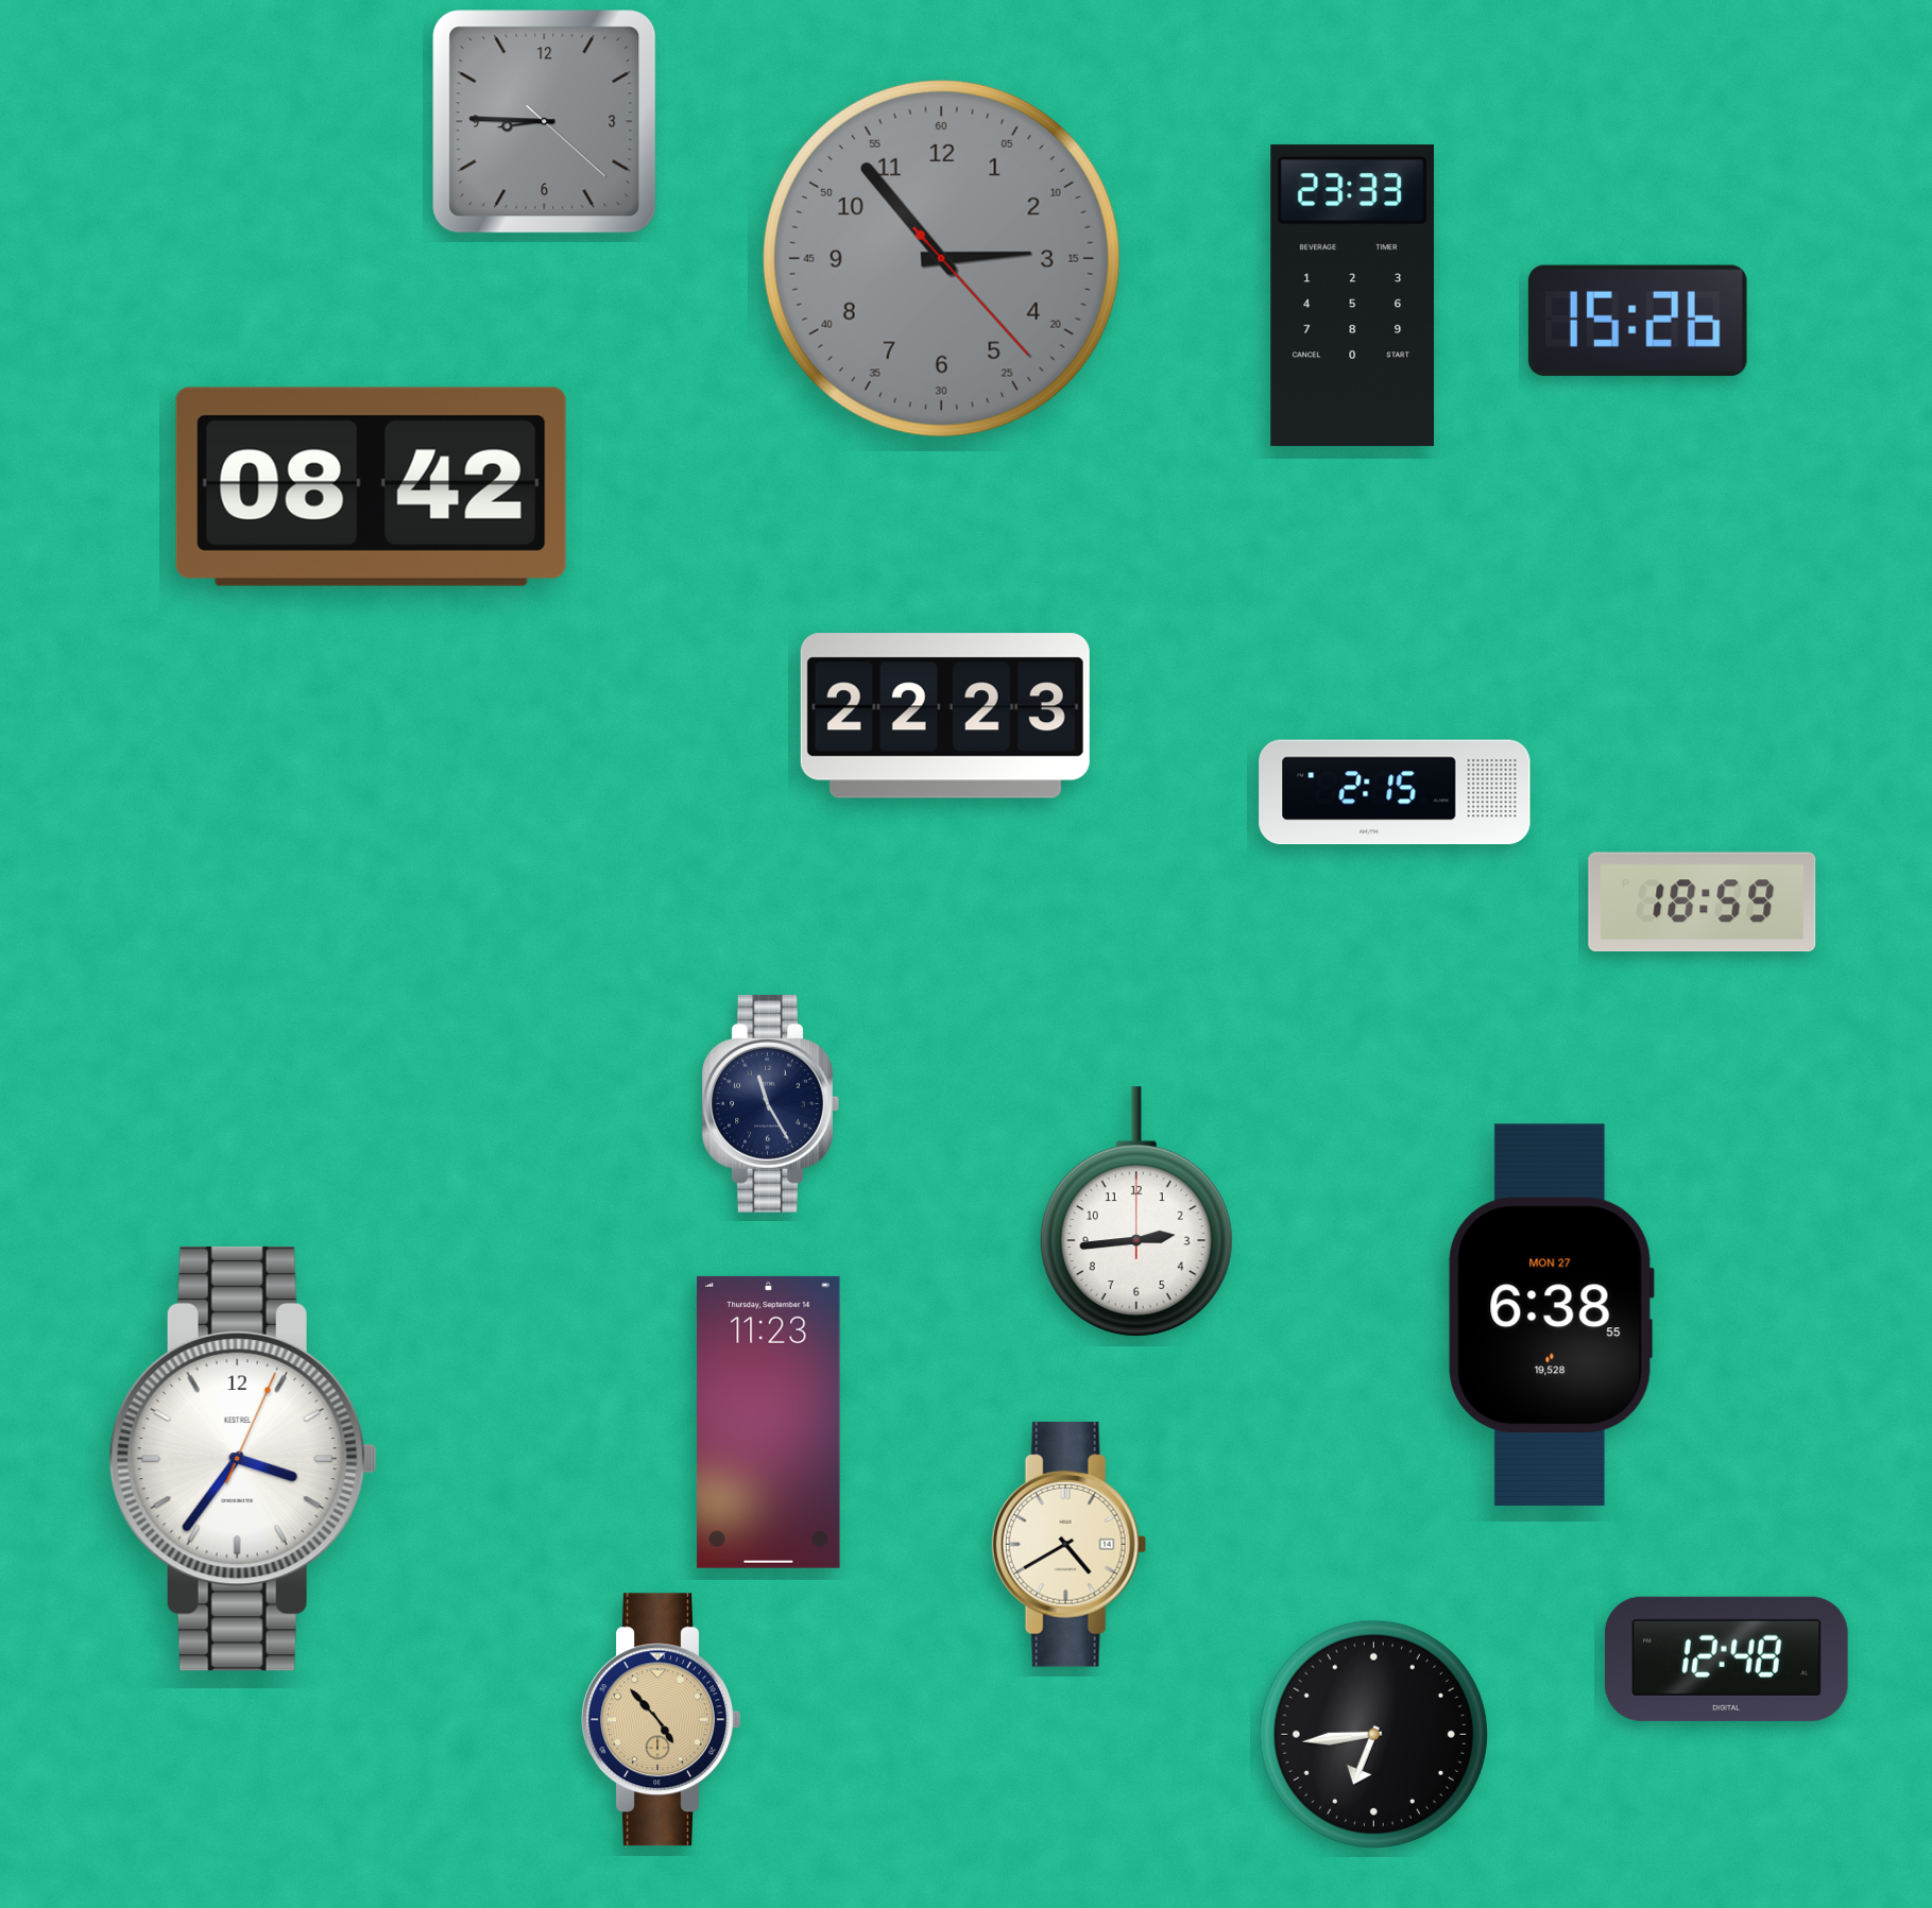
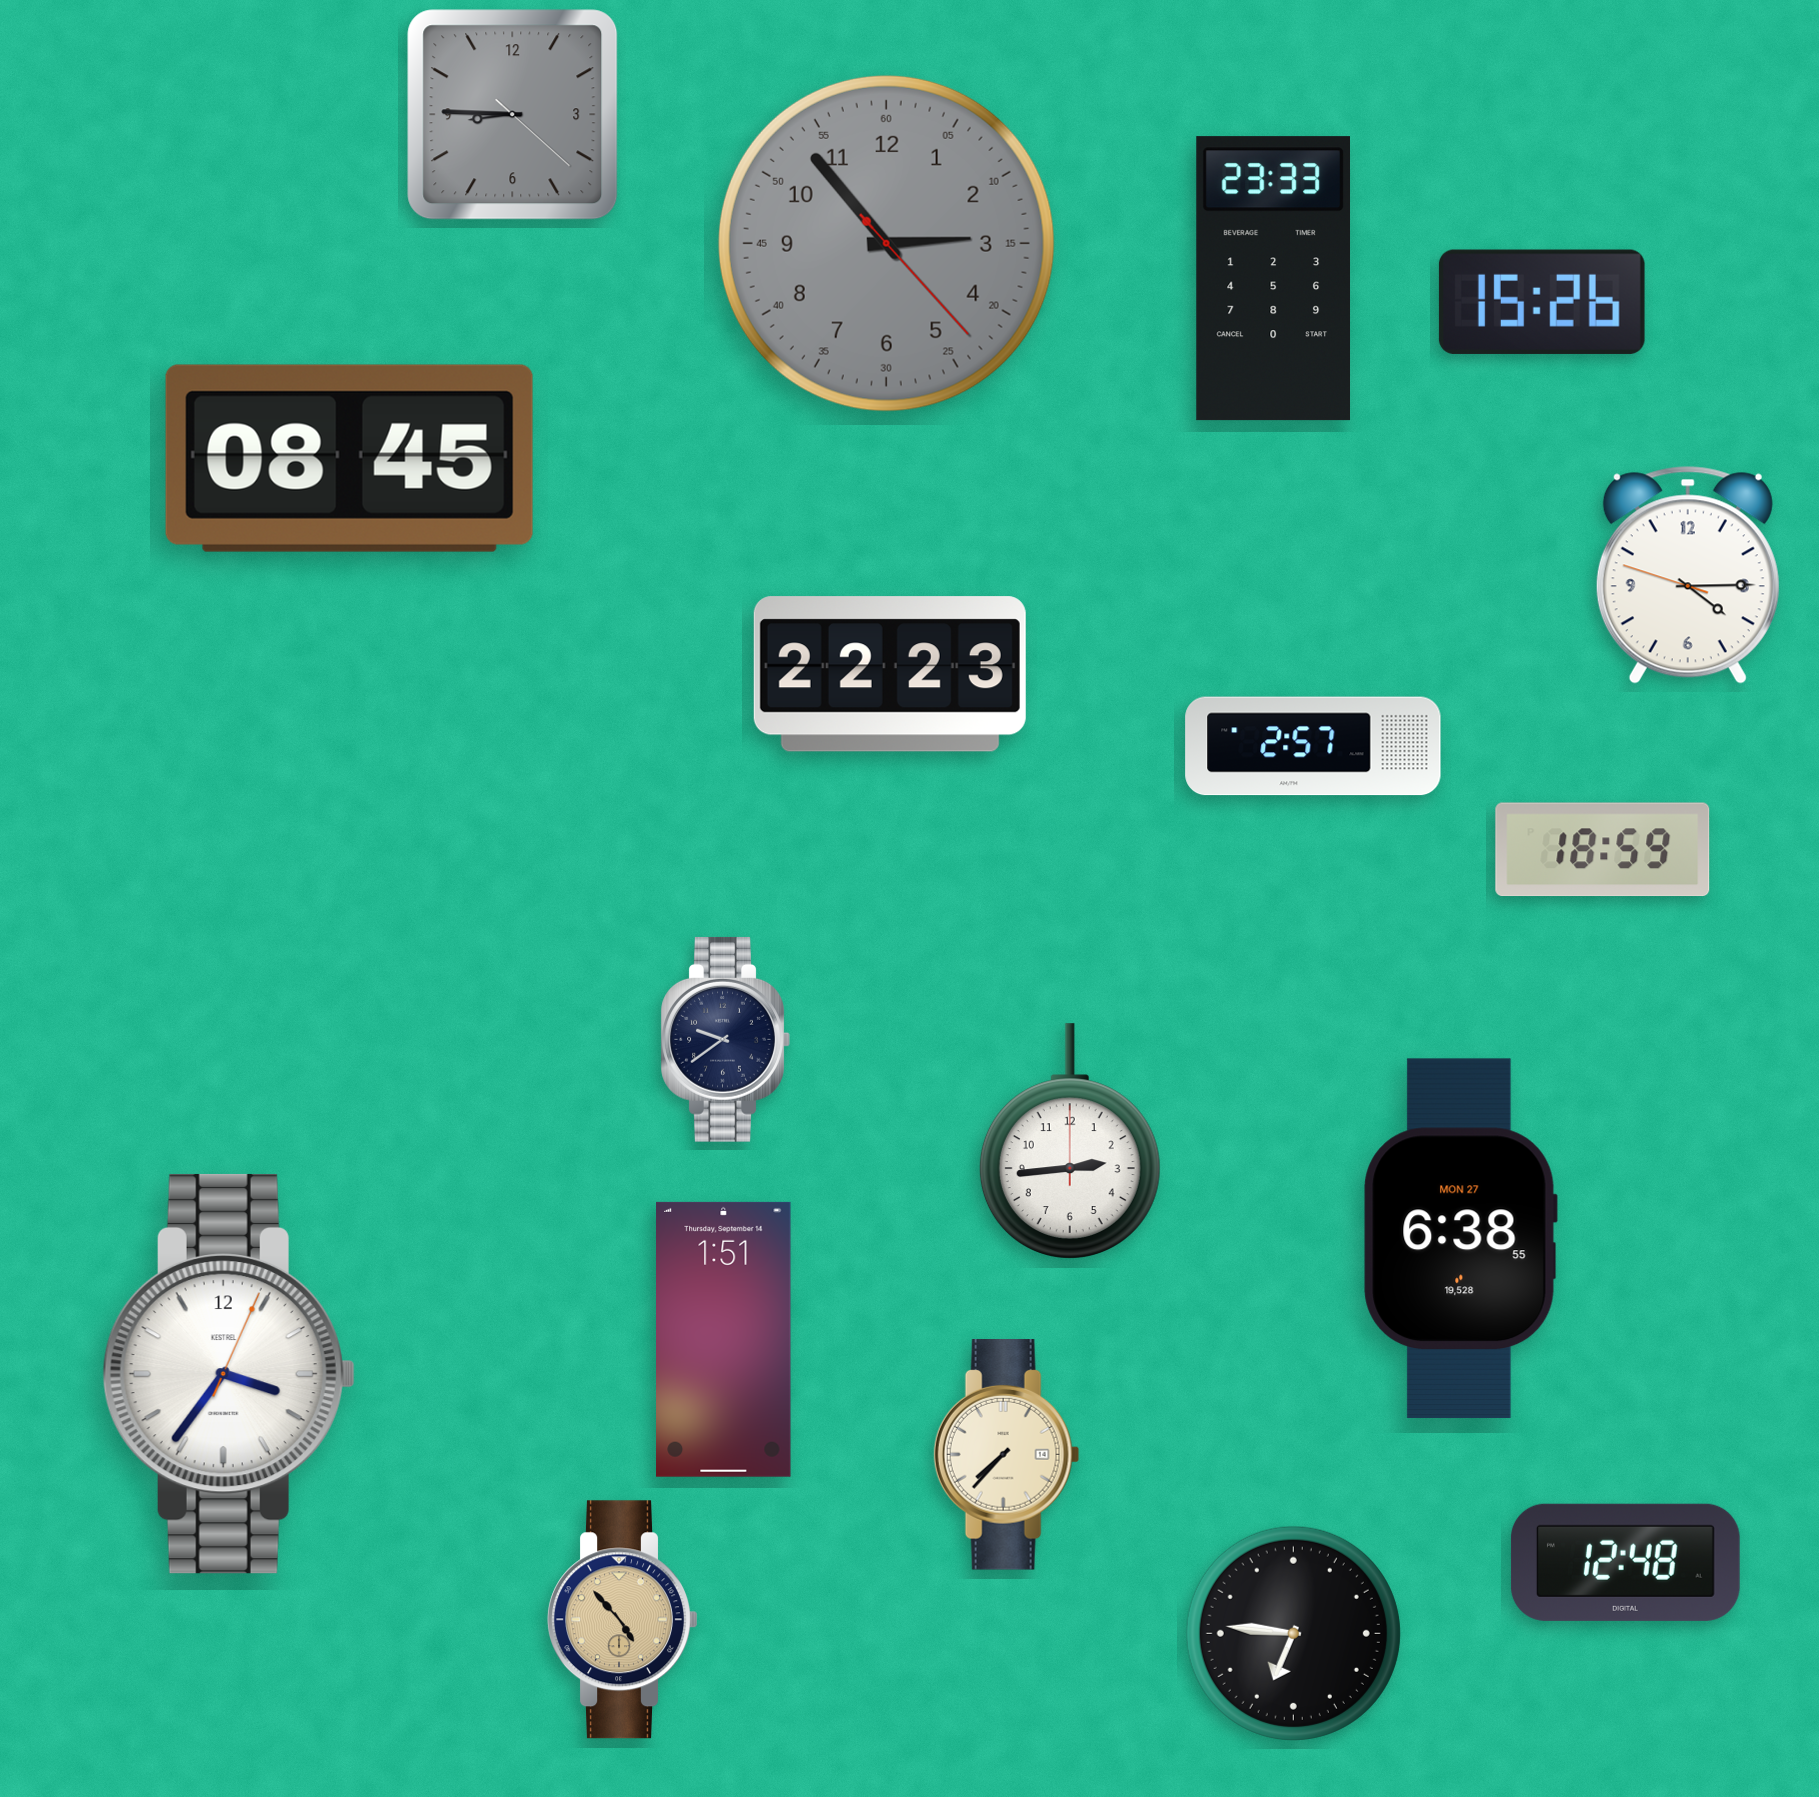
clock at (371, 486): 08:42 -> 08:45
clock at (1688, 575): none -> 4:14
clock at (1395, 792): 2:15 -> 2:57
clock at (770, 1103): 11:25 -> 9:39
clock at (769, 1422): 11:23 -> 1:51
clock at (1070, 1545): 4:40 -> 7:37
clock at (1373, 1734): 6:44 -> 6:46
